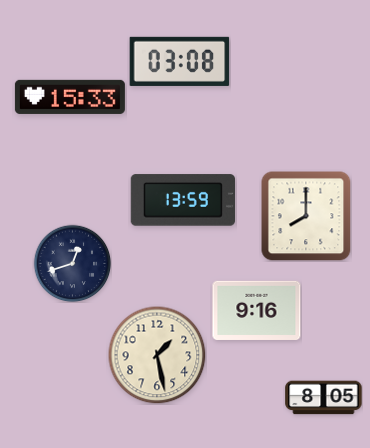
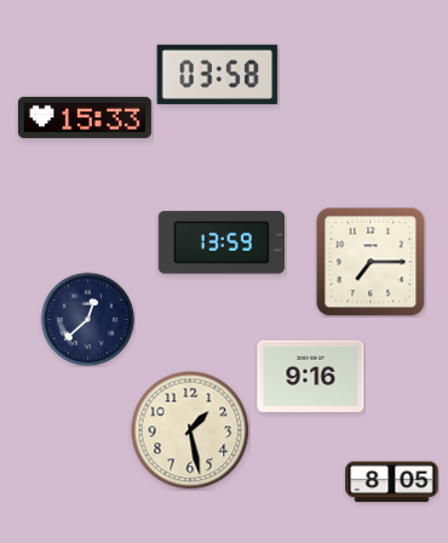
clock at (180, 61): 03:08 -> 03:58
clock at (306, 216): 8:00 -> 7:15
clock at (72, 263): 12:42 -> 12:38
